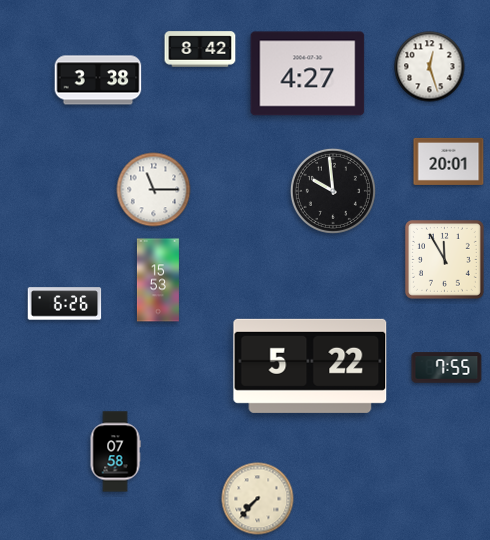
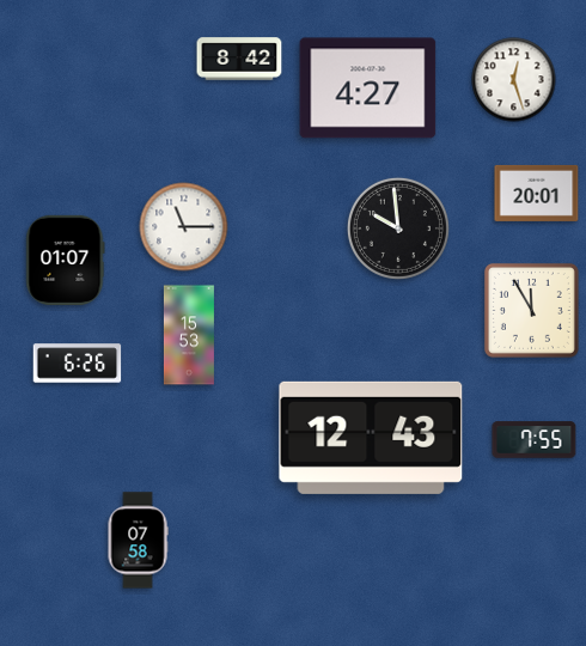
clock at (98, 80): 3:38 -> none
clock at (66, 260): none -> 01:07
clock at (310, 366): 5:22 -> 12:43
clock at (258, 499): 7:37 -> none
